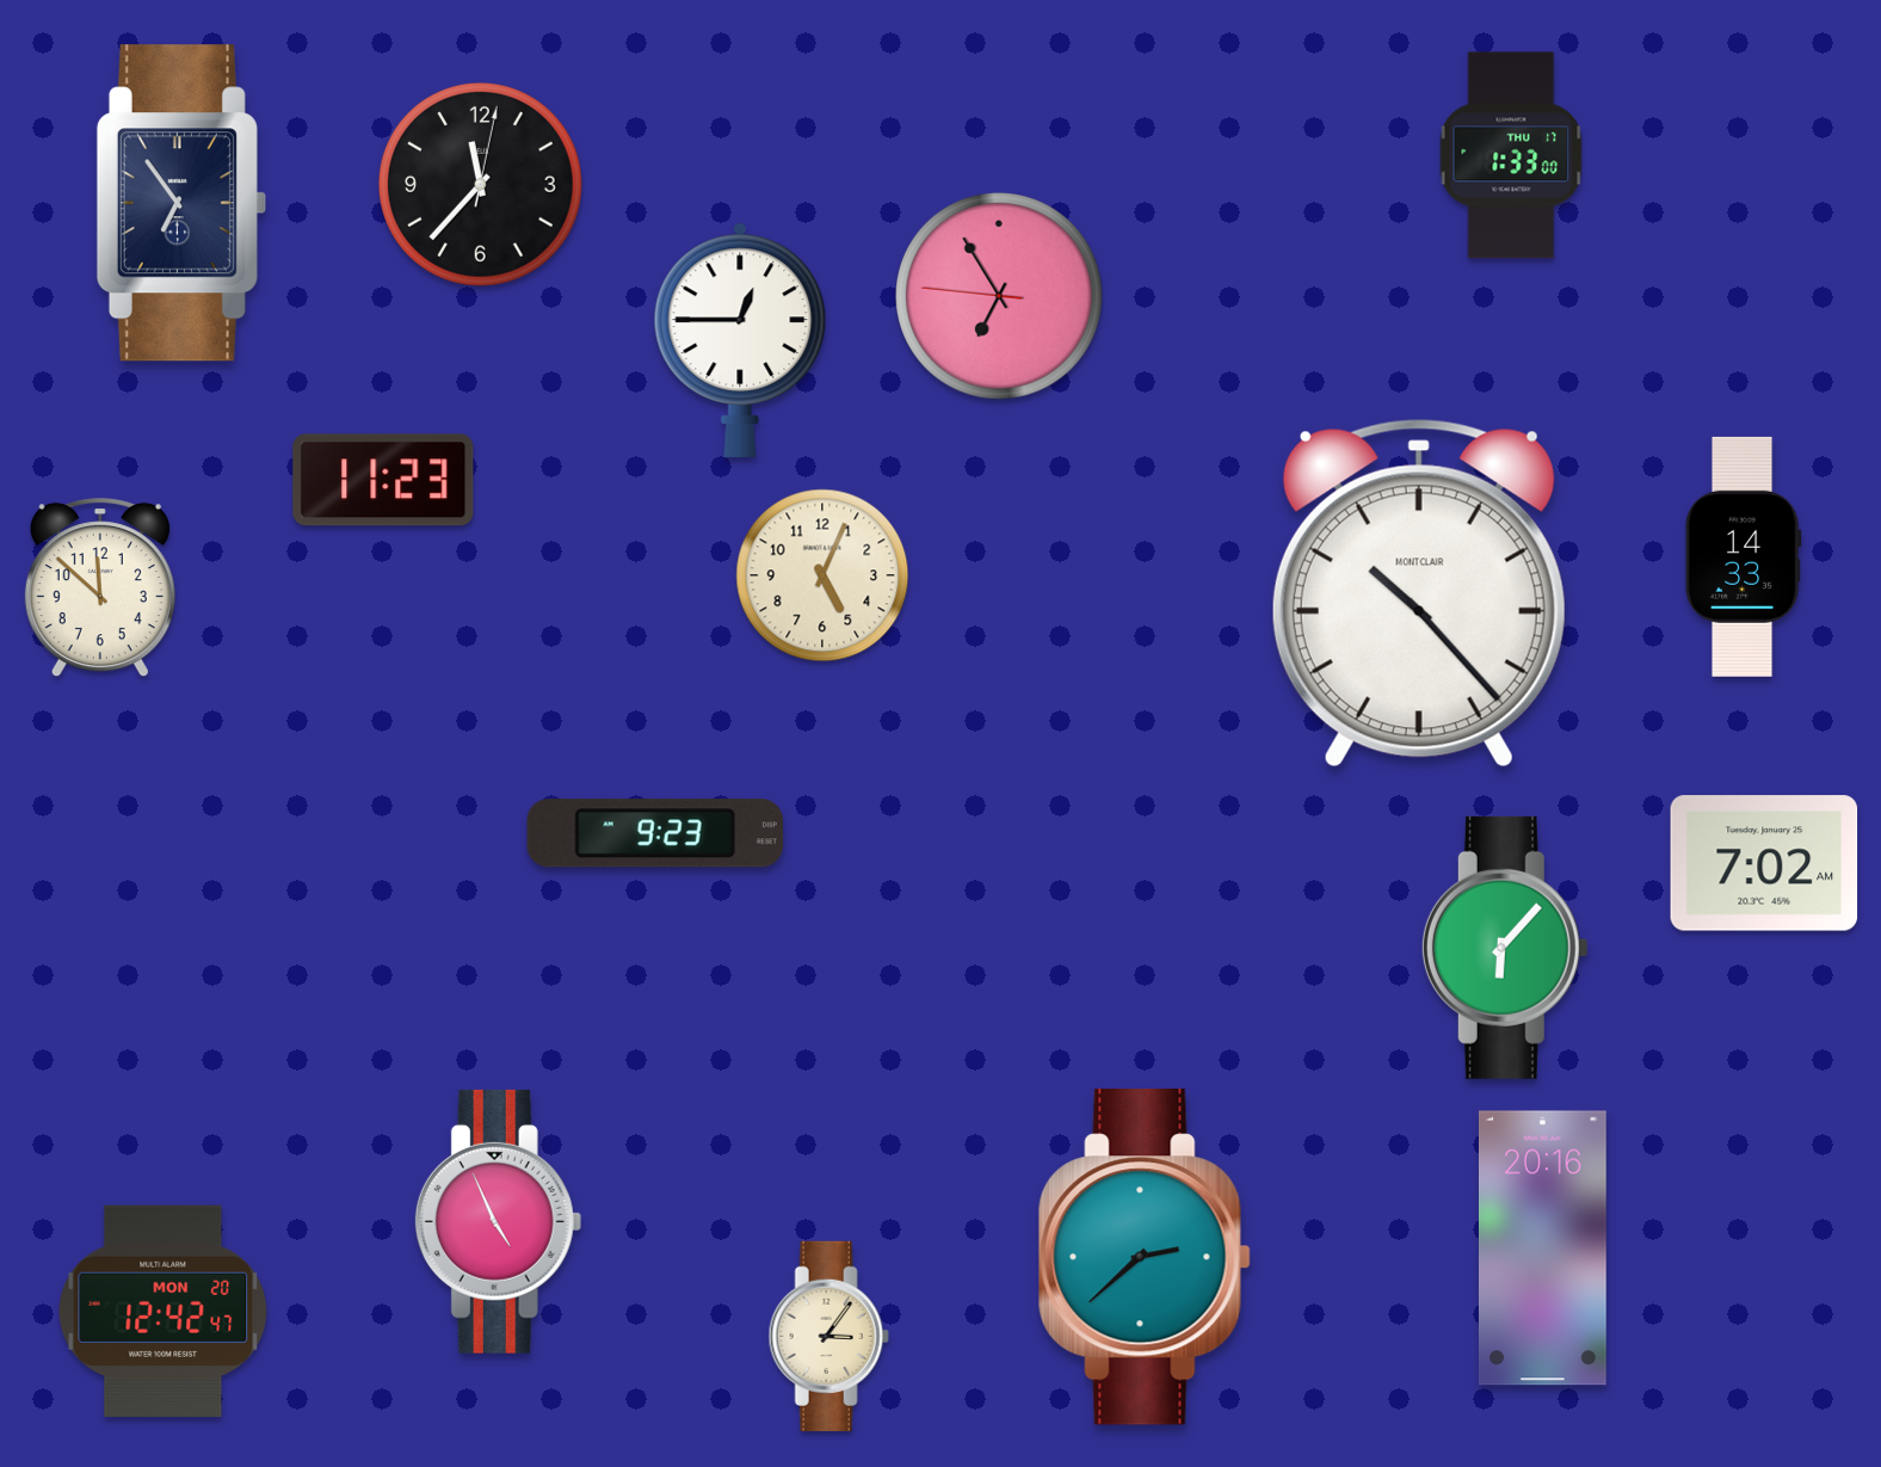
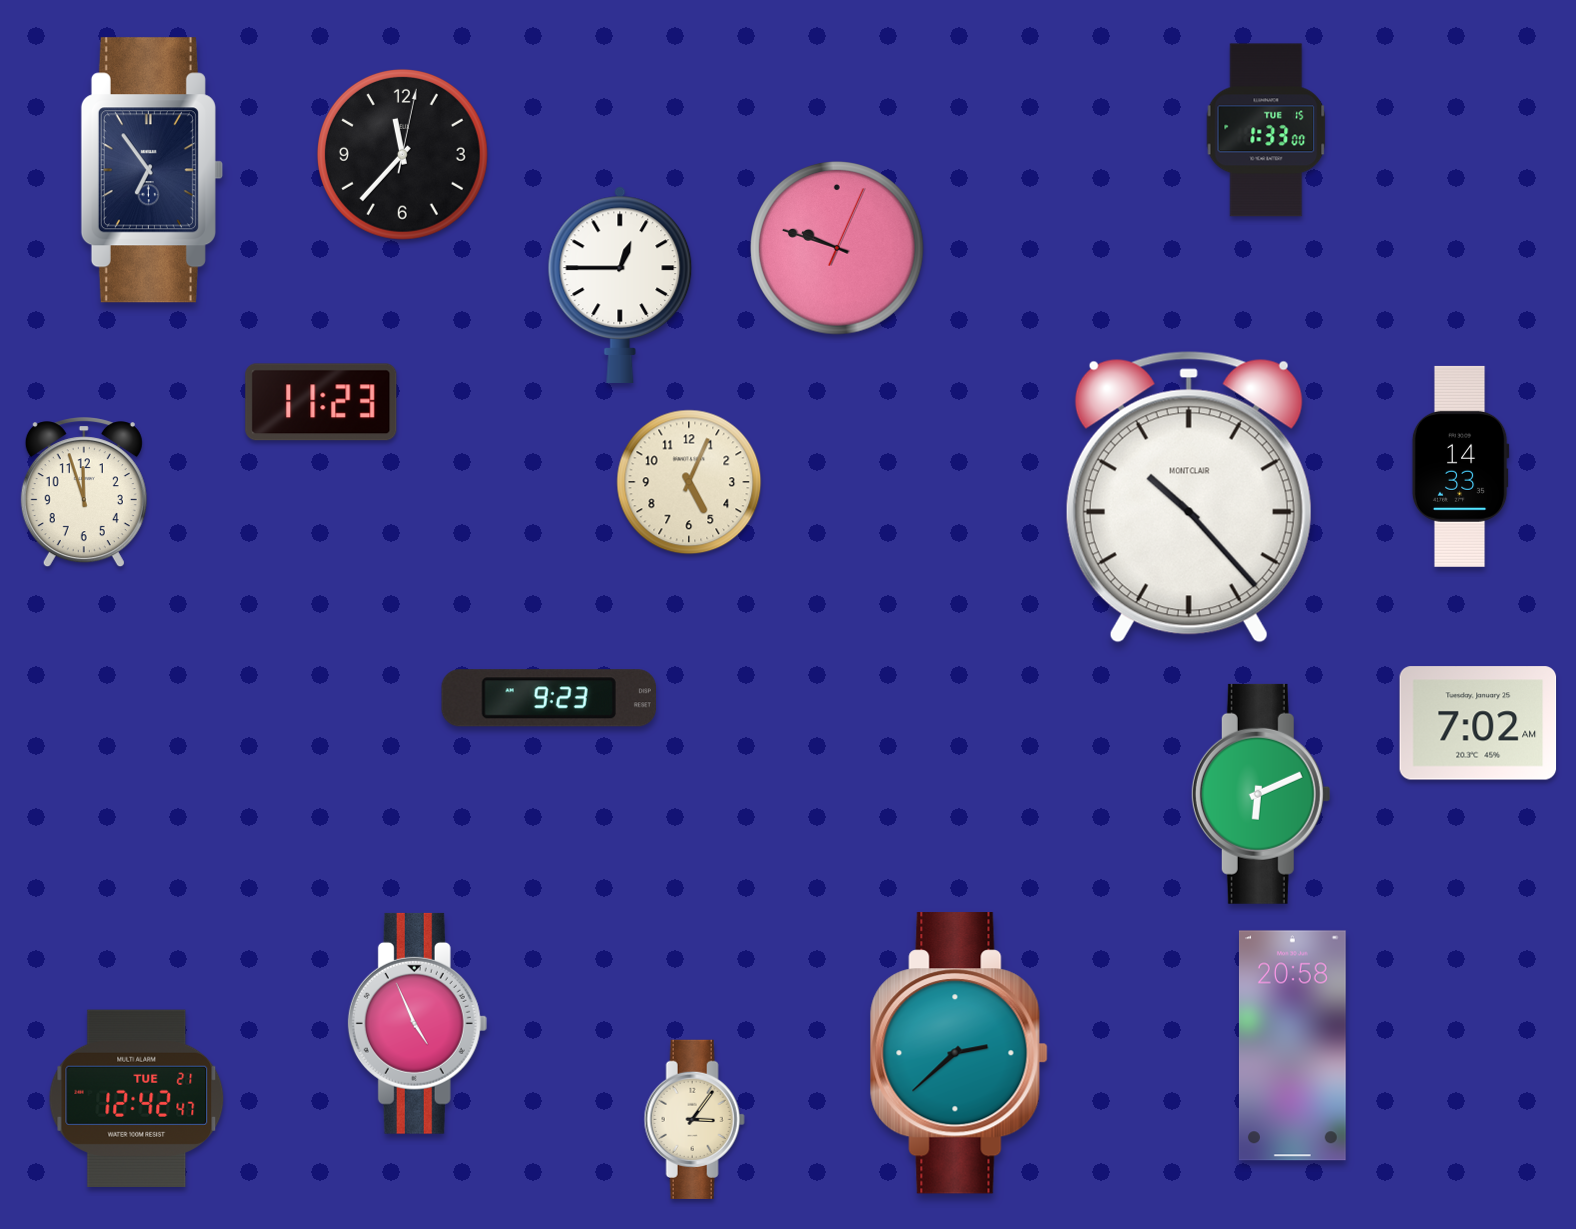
clock at (1511, 155) date: THU 17 -> TUE 15
clock at (999, 296): 6:54 -> 9:48
clock at (100, 588): 11:52 -> 11:57
clock at (1505, 948): 6:07 -> 6:11
clock at (1542, 1249): 20:16 -> 20:58
clock at (164, 1311) date: MON 20 -> TUE 21
